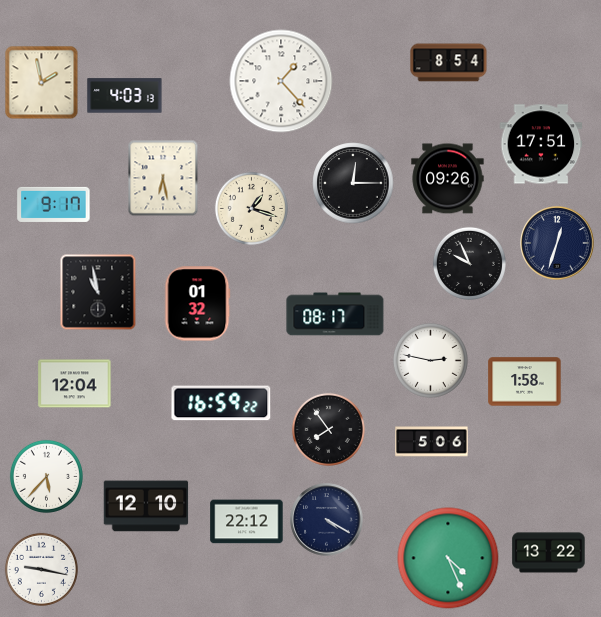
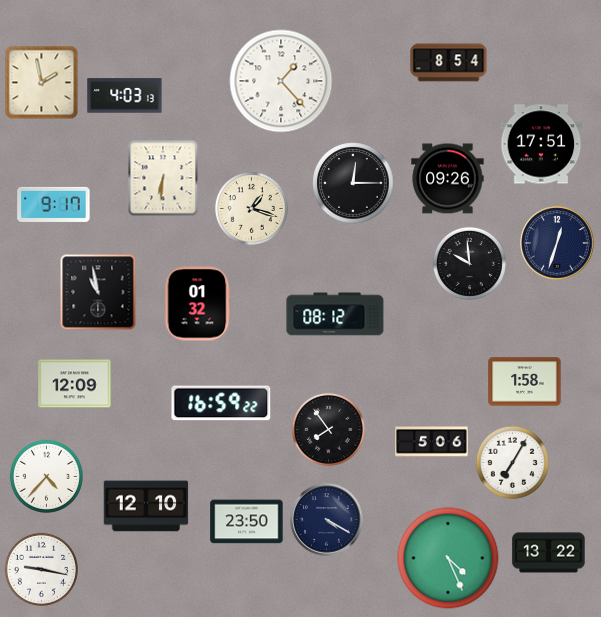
clock at (163, 178): 6:28 -> 6:31
clock at (469, 263): 9:56 -> 9:59
clock at (335, 314): 08:17 -> 08:12
clock at (430, 360): 2:47 -> none
clock at (75, 384): 12:04 -> 12:09
clock at (512, 462): none -> 7:05
clock at (46, 476): 5:37 -> 4:37
clock at (247, 522): 22:12 -> 23:50
